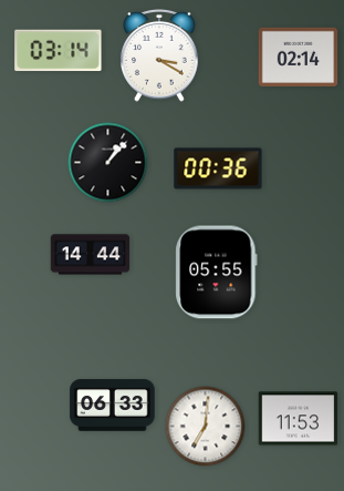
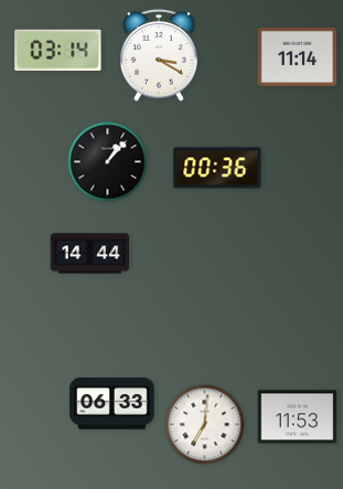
clock at (299, 58): 02:14 -> 11:14
clock at (217, 273): 05:55 -> none
